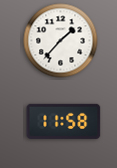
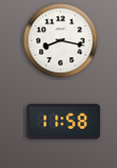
clock at (61, 41): 1:37 -> 8:17
